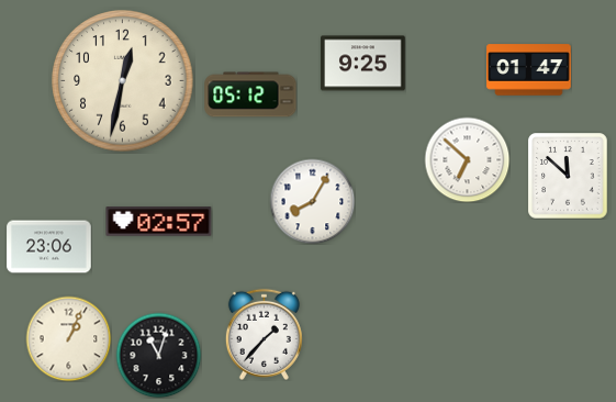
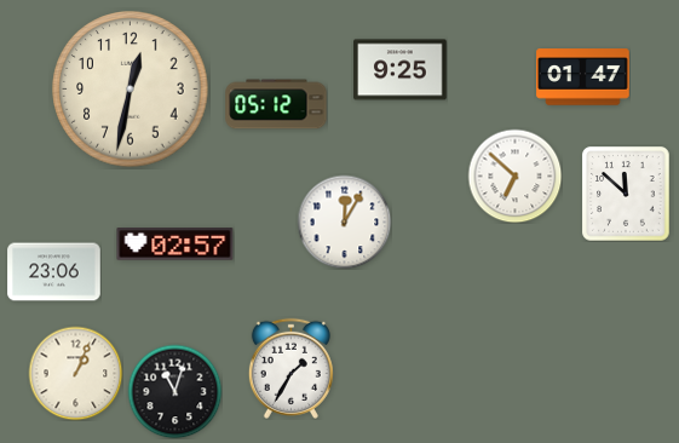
clock at (123, 81) position: (123, 81) -> (131, 90)
clock at (312, 201): 8:05 -> 12:05
clock at (264, 334): 1:37 -> 1:35
